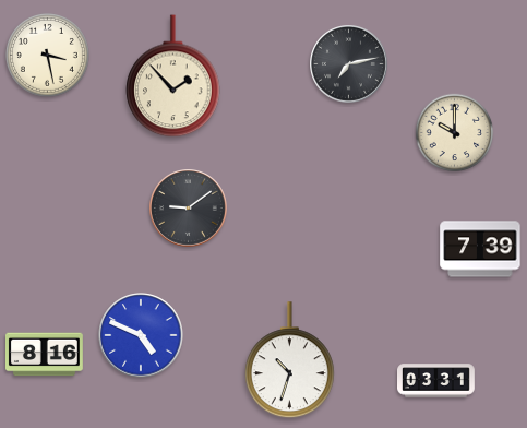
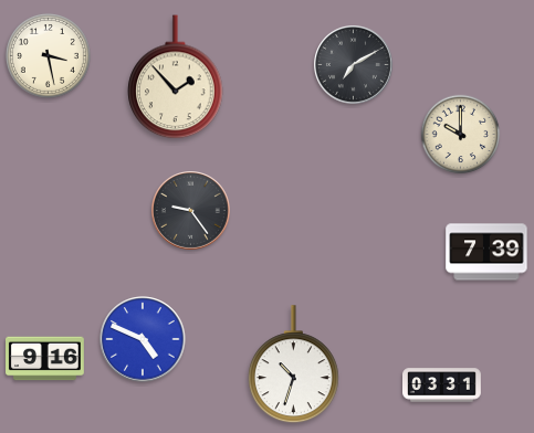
clock at (349, 64): 7:13 -> 7:10
clock at (189, 209): 9:09 -> 9:24
clock at (45, 355): 8:16 -> 9:16
